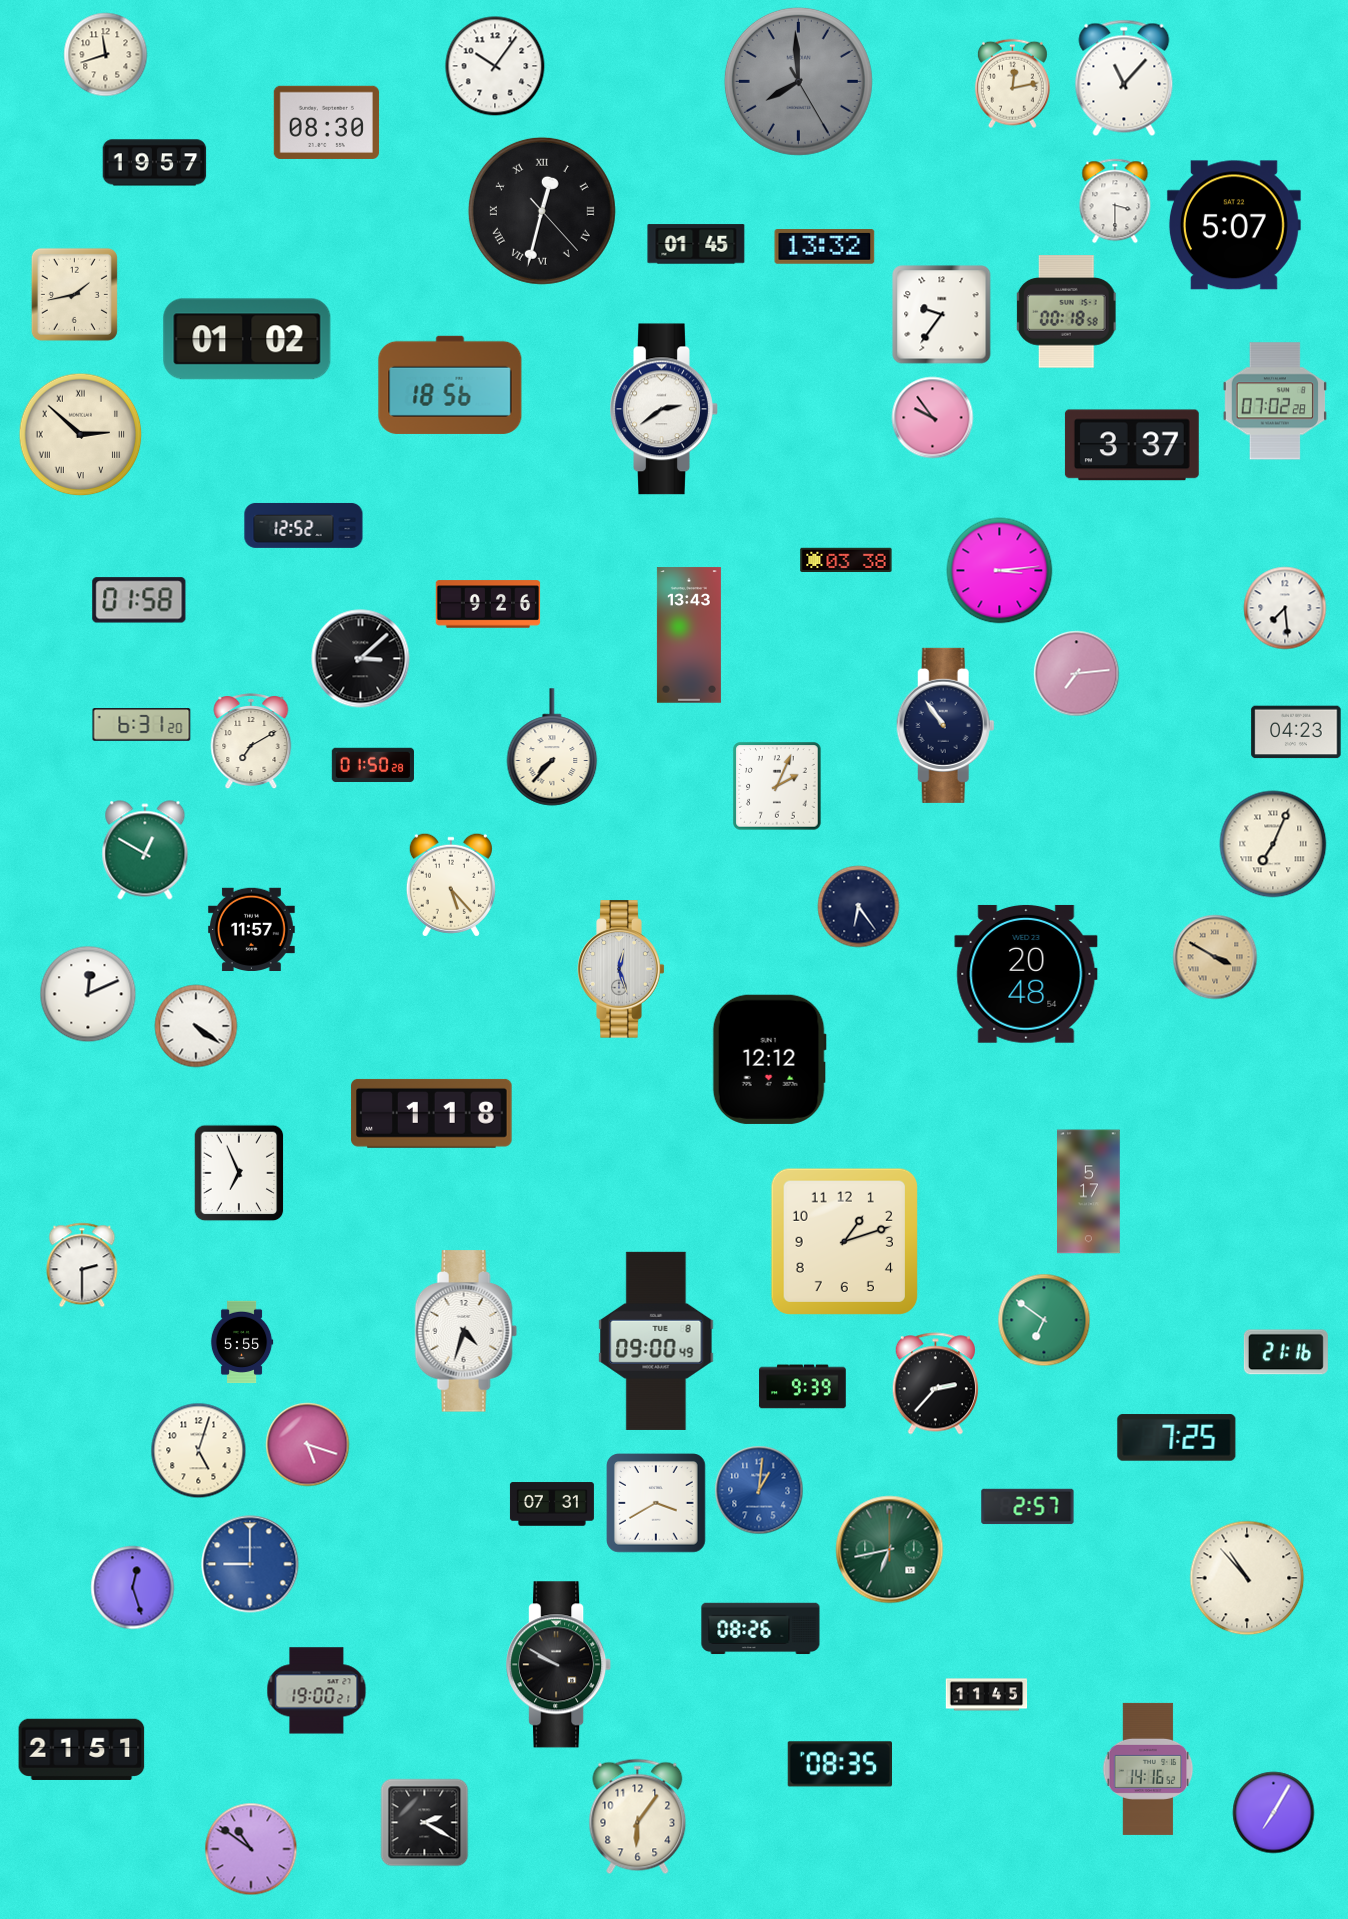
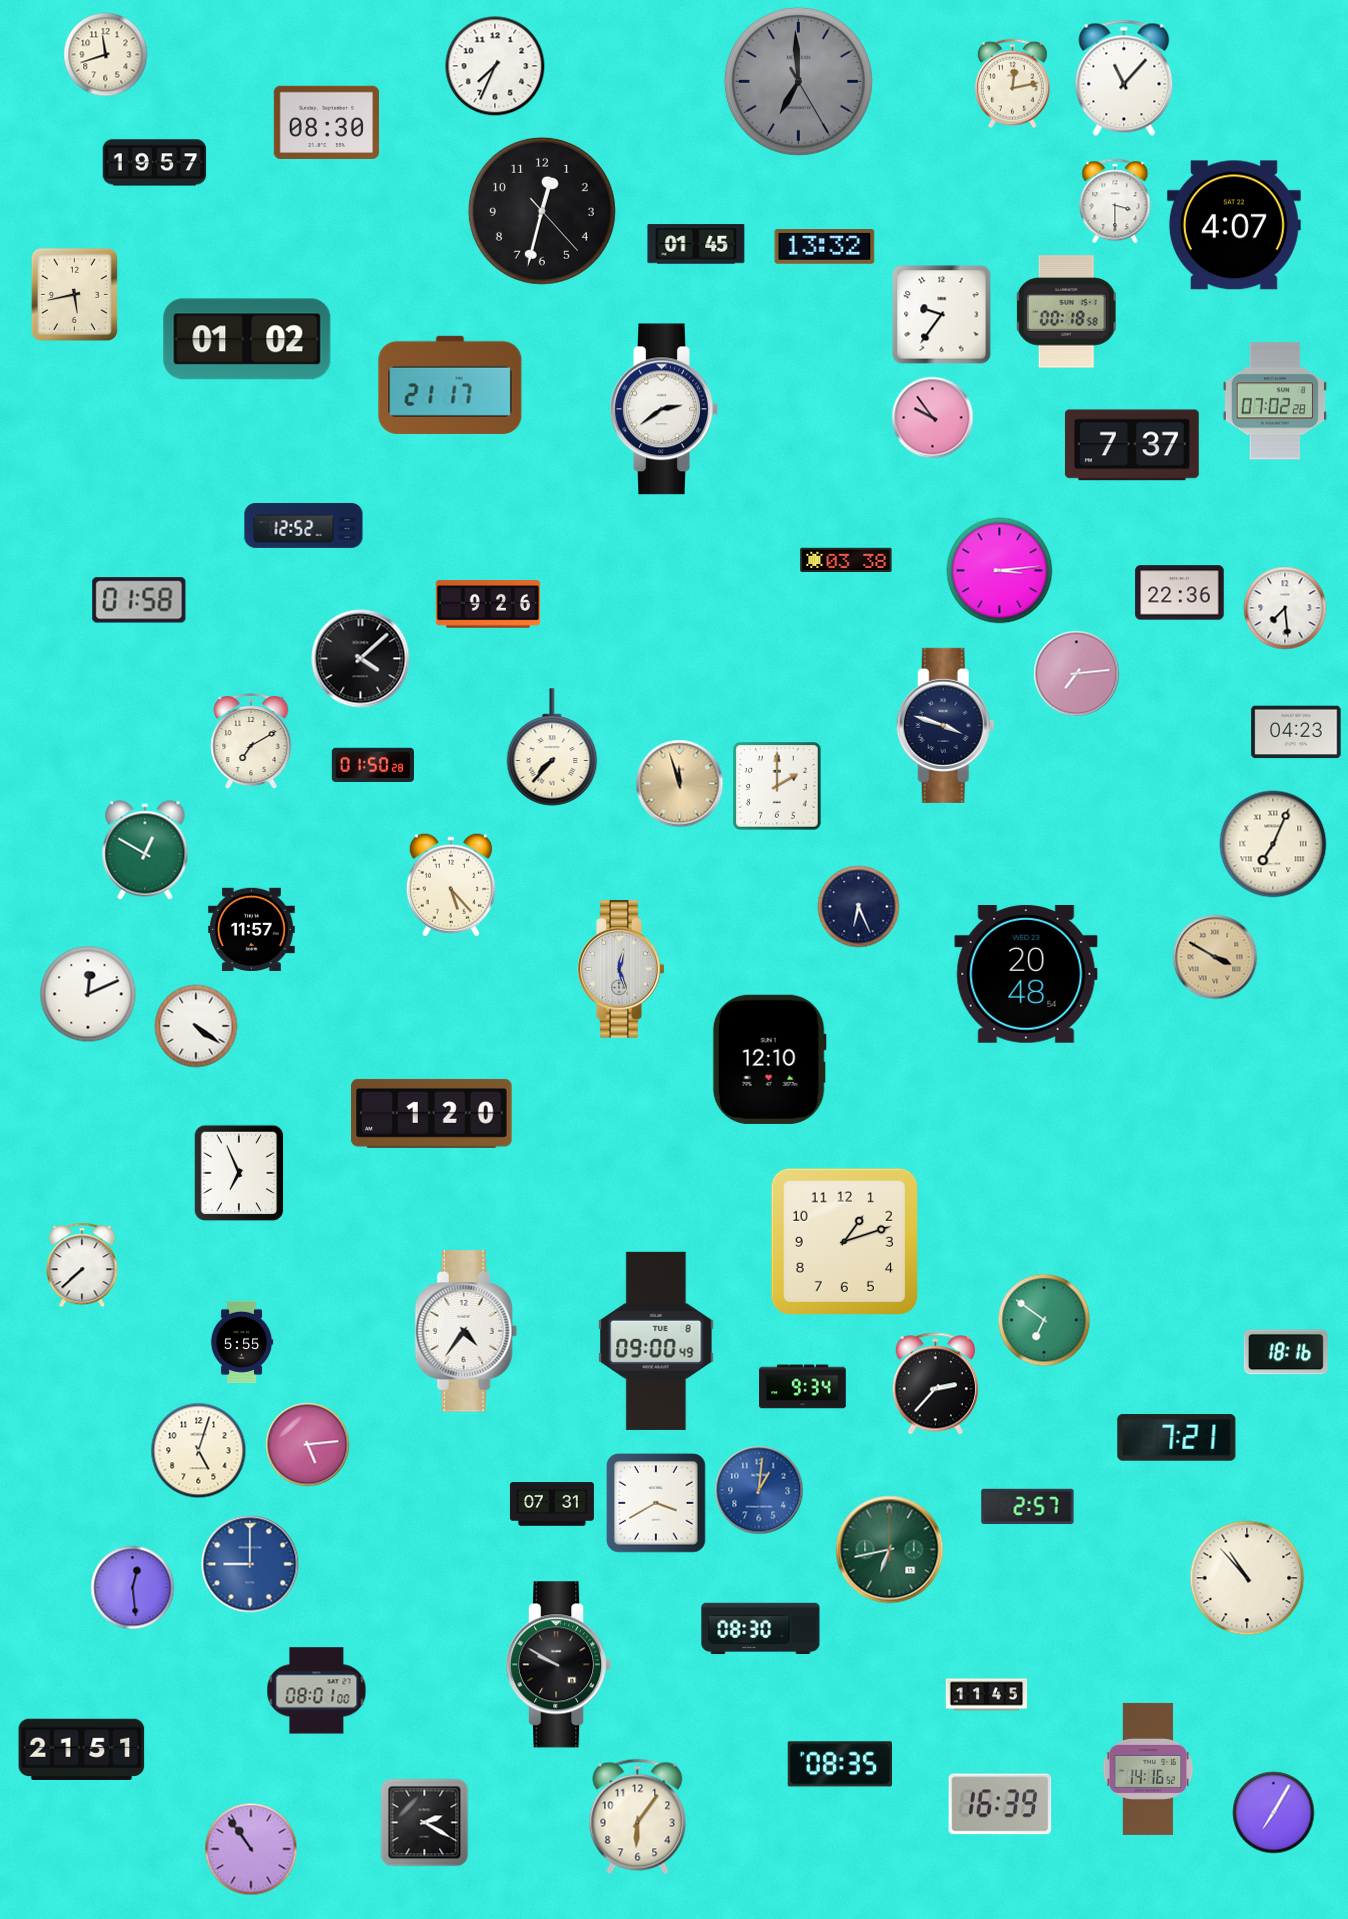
clock at (495, 66): 10:06 -> 7:34
clock at (798, 81): 7:59 -> 6:59
clock at (542, 211) numerals: Roman -> Arabic
clock at (1234, 225): 5:07 -> 4:07
clock at (74, 294): 1:43 -> 5:43
clock at (450, 385): 18:56 -> 21:17
clock at (81, 435): 2:52 -> none
clock at (1132, 445): 3:37 -> 7:37
clock at (1180, 593): none -> 22:36
clock at (689, 635): 13:43 -> none
clock at (361, 659): 3:08 -> 4:08
clock at (142, 725): 6:31 -> none
clock at (945, 725): 10:54 -> 3:48
clock at (680, 784): none -> 11:57
clock at (777, 786): 2:04 -> 2:00
clock at (859, 907): 6:24 -> 6:26
clock at (769, 1059): 12:12 -> 12:10
clock at (432, 1113): 1:18 -> 1:20
clock at (1089, 1192): 5:17 -> none
clock at (82, 1265): 2:30 -> 7:38
clock at (466, 1331): 4:33 -> 4:36
clock at (1286, 1352): 21:16 -> 18:16
clock at (803, 1387): 9:39 -> 9:34
clock at (1177, 1438): 7:25 -> 7:21
clock at (308, 1445): 5:18 -> 5:14
clock at (133, 1588): 12:27 -> 12:29
clock at (761, 1629): 08:26 -> 08:30
clock at (317, 1691): 19:00 -> 08:01
clock at (1000, 1804): none -> 16:39
clock at (251, 1849): 10:51 -> 10:54
